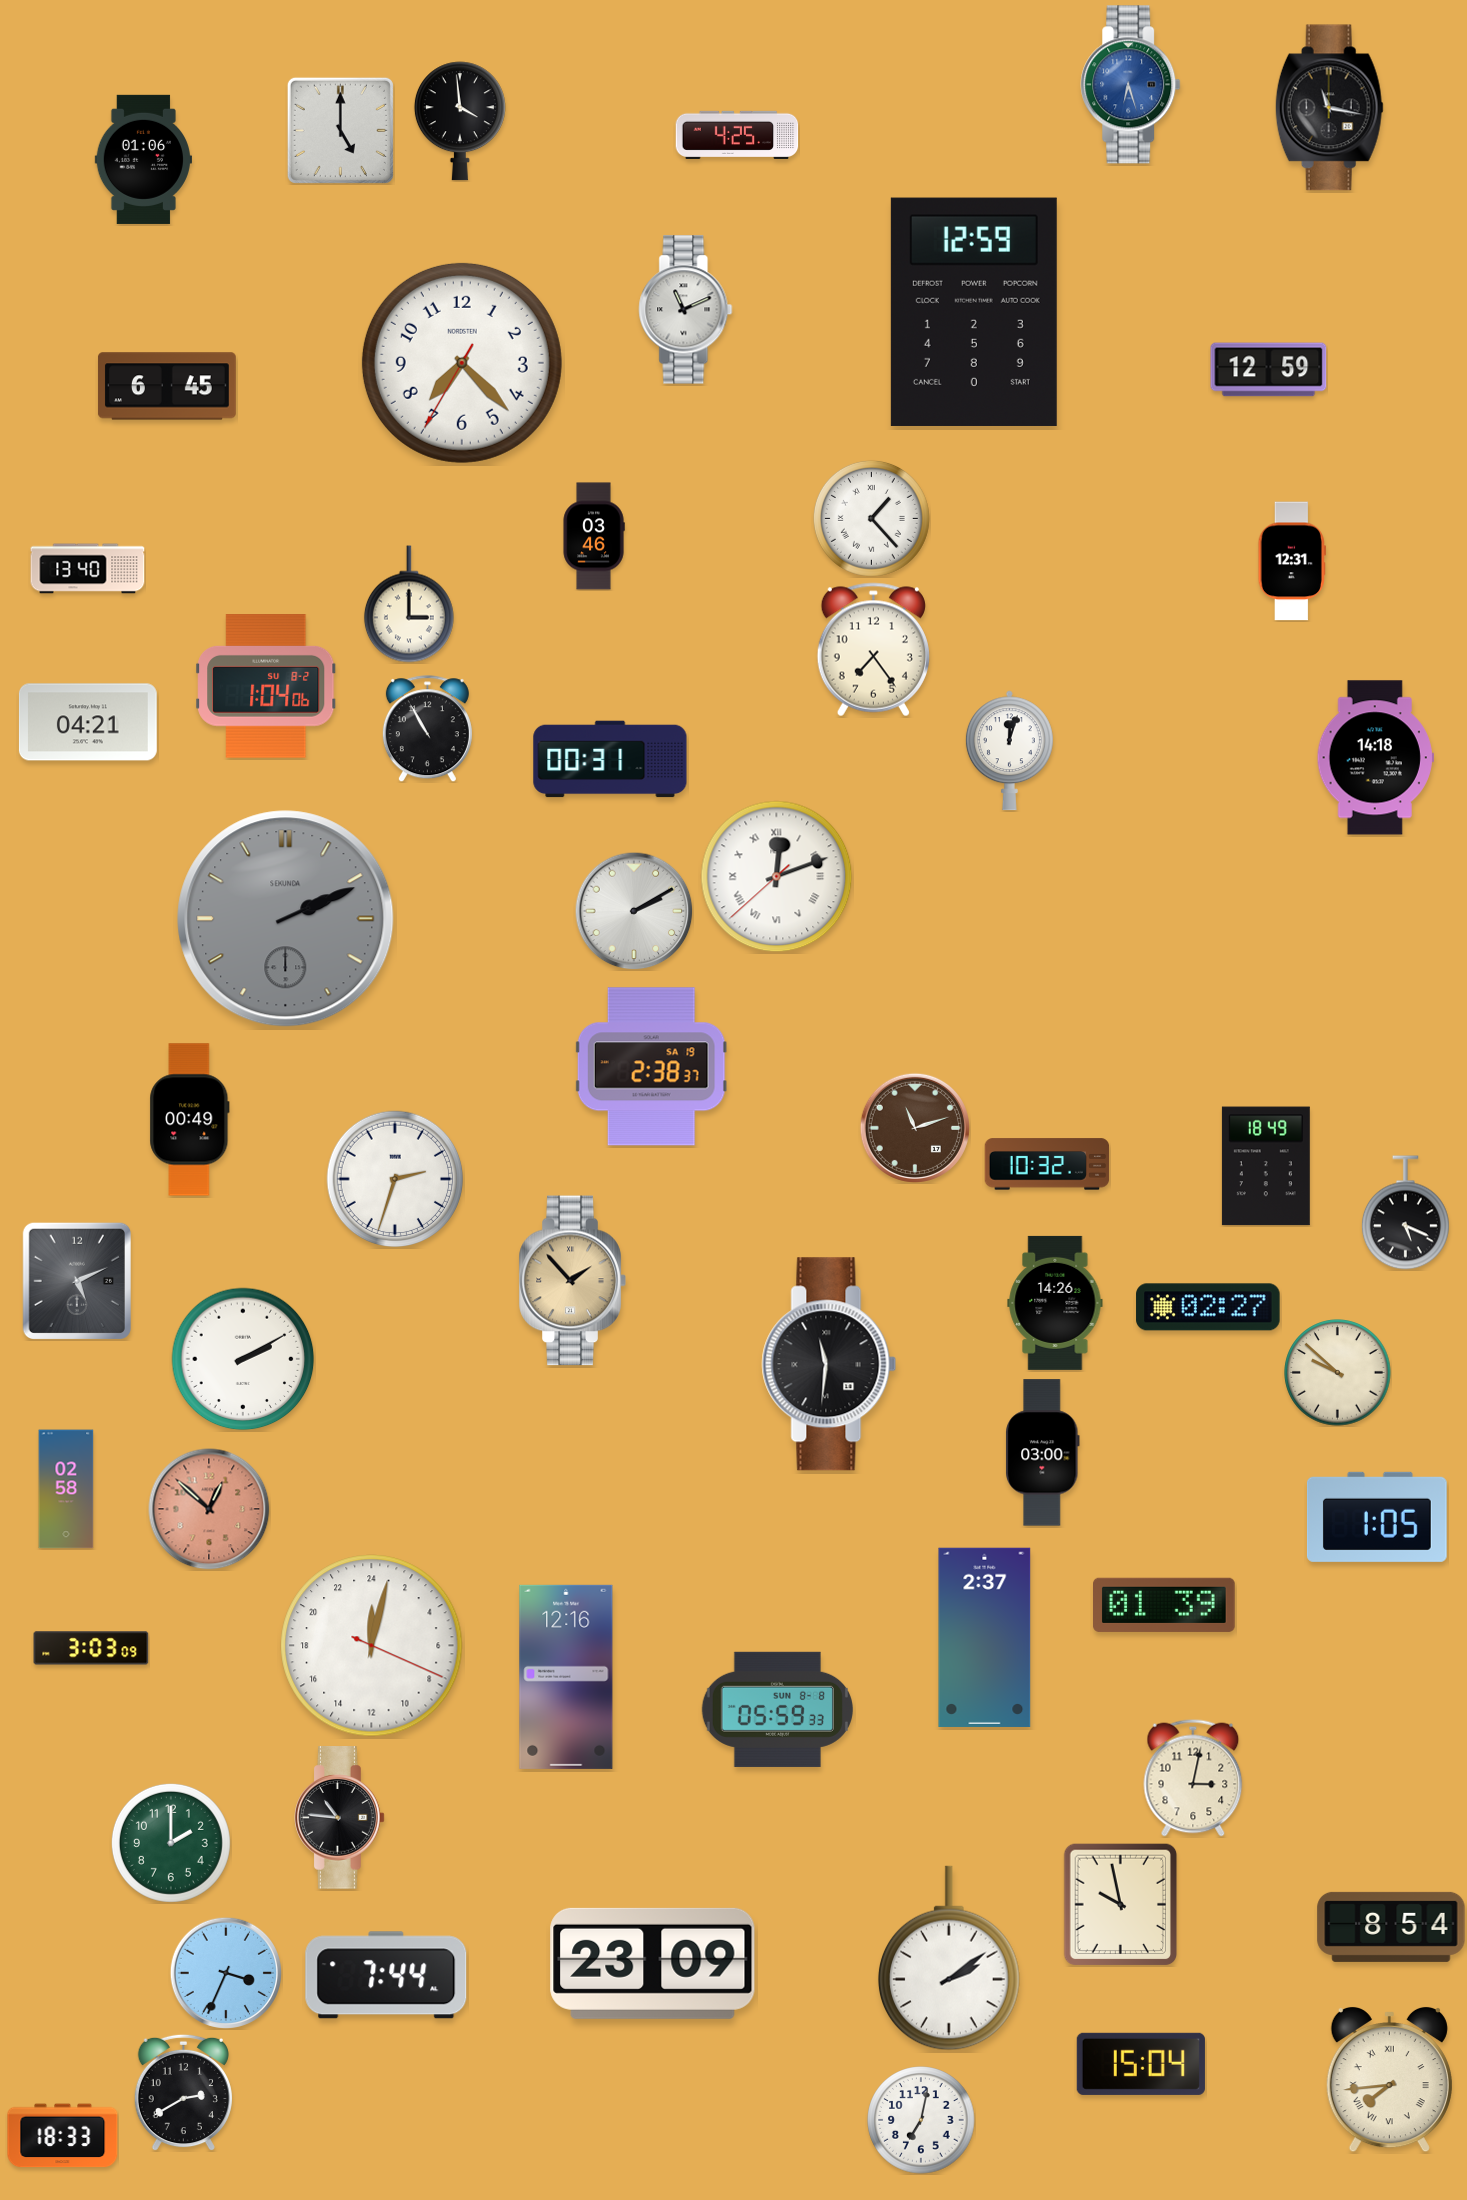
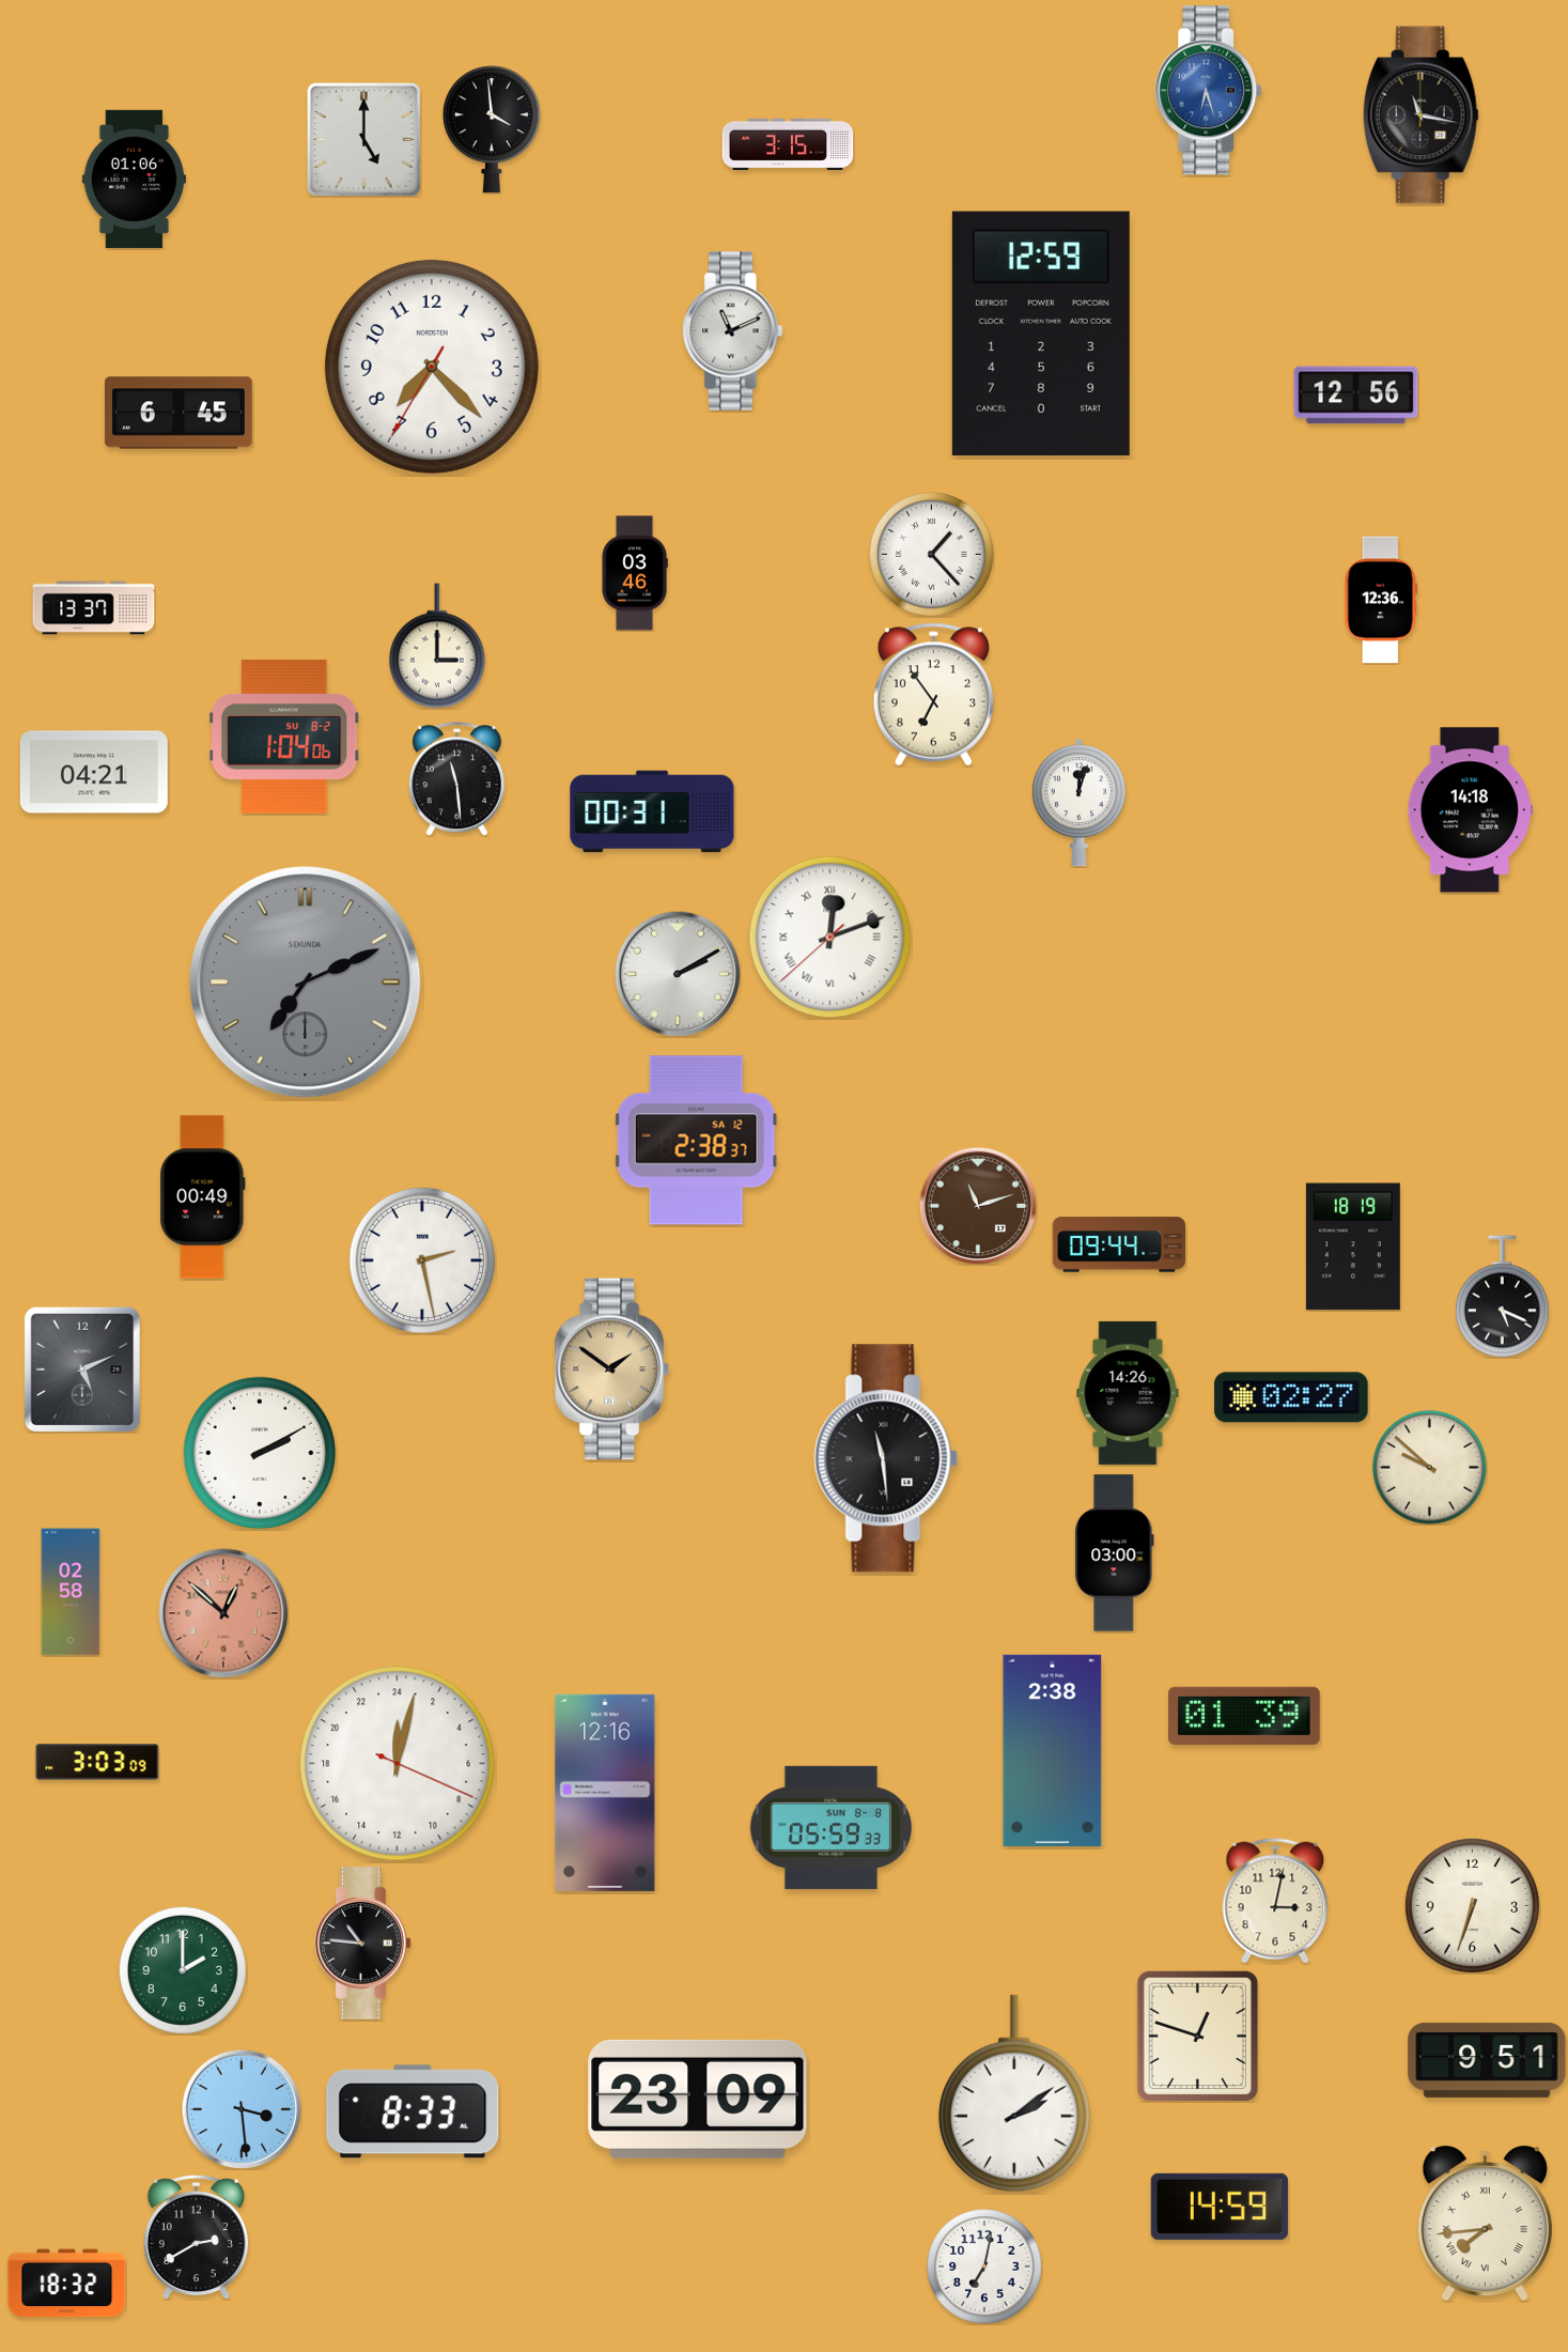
clock at (737, 135): 4:25 -> 3:15
clock at (143, 159) position: (143, 159) -> (134, 179)
clock at (462, 363) position: (462, 363) -> (432, 367)
clock at (1269, 370): 12:59 -> 12:56
clock at (1292, 561): 12:31 -> 12:36
clock at (88, 569): 13:40 -> 13:37
clock at (873, 650): 7:24 -> 6:54
clock at (266, 686) position: (266, 686) -> (284, 737)
clock at (427, 729): 10:55 -> 11:29
clock at (286, 919): 2:11 -> 7:11
clock at (651, 1067) date: SA 19 -> SA 12
clock at (1047, 1164): 10:32 -> 09:44
clock at (1266, 1166): 18:49 -> 18:19
clock at (395, 1179): 2:33 -> 2:28
clock at (572, 1281): 1:53 -> 1:51
clock at (829, 1364): 11:31 -> 11:29
clock at (1377, 1517): 1:05 -> none
clock at (985, 1637): 2:37 -> 2:38
clock at (372, 1646) position: (372, 1646) -> (398, 1764)
clock at (1472, 1905): none -> 6:33
clock at (1121, 1904): 9:58 -> 12:48
clock at (1391, 1927): 8:54 -> 9:51
clock at (225, 1972): 3:34 -> 3:29
clock at (386, 1975): 7:44 -> 8:33
clock at (1141, 2064): 15:04 -> 14:59
clock at (63, 2136): 18:33 -> 18:32
